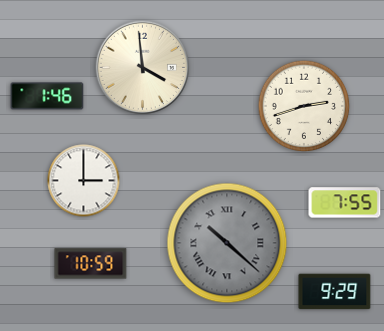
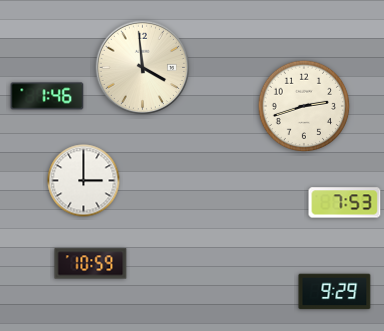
clock at (345, 203): 7:55 -> 7:53
clock at (227, 243): 10:22 -> none
